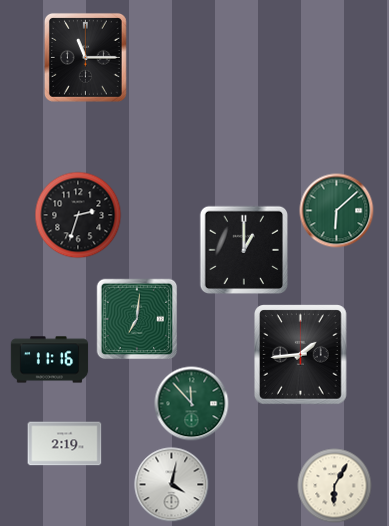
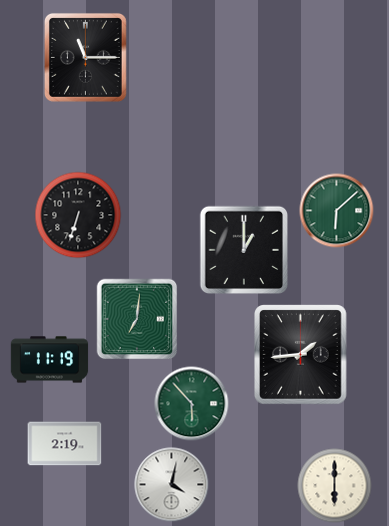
clock at (78, 215): 2:33 -> 6:33
clock at (50, 360): 11:16 -> 11:19
clock at (192, 404): 11:53 -> 5:53
clock at (335, 486): 6:05 -> 6:00
